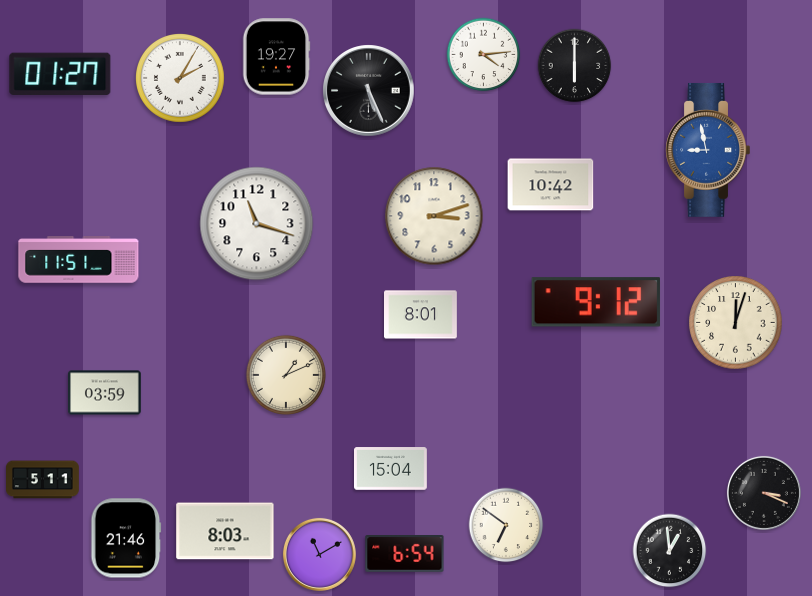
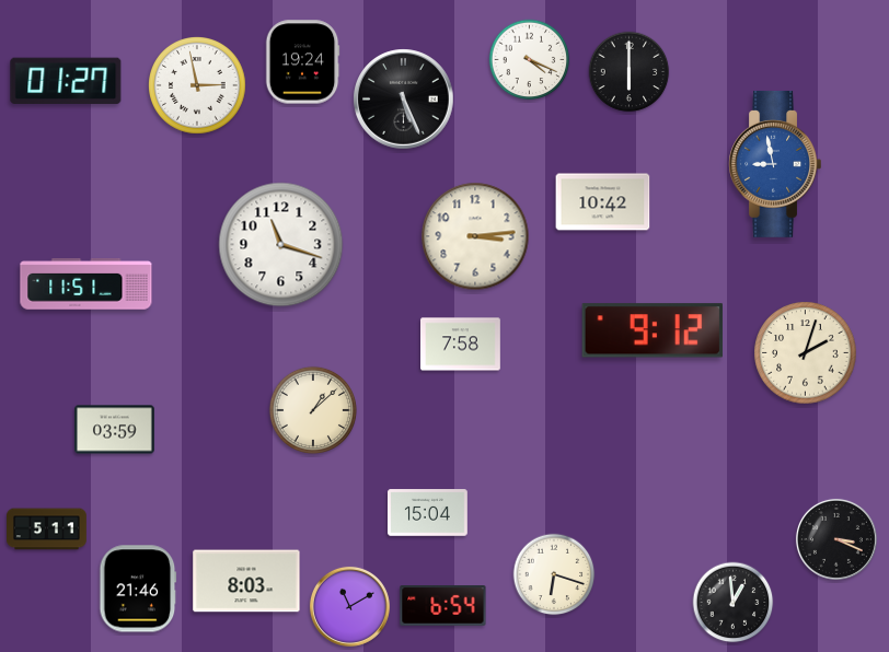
clock at (484, 55): 4:14 -> 4:19
clock at (276, 57): 19:27 -> 19:24
clock at (181, 79): 2:05 -> 2:58
clock at (434, 216): 3:12 -> 3:14
clock at (421, 315): 8:01 -> 7:58
clock at (736, 323): 12:03 -> 2:03
clock at (286, 375): 1:11 -> 1:08
clock at (43, 480) position: (43, 480) -> (47, 529)
clock at (506, 525): 6:51 -> 6:18
